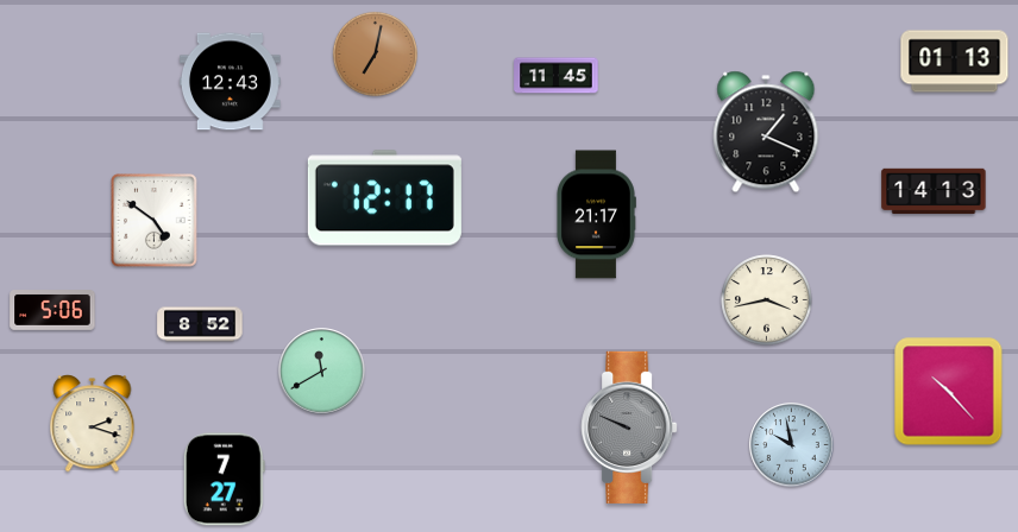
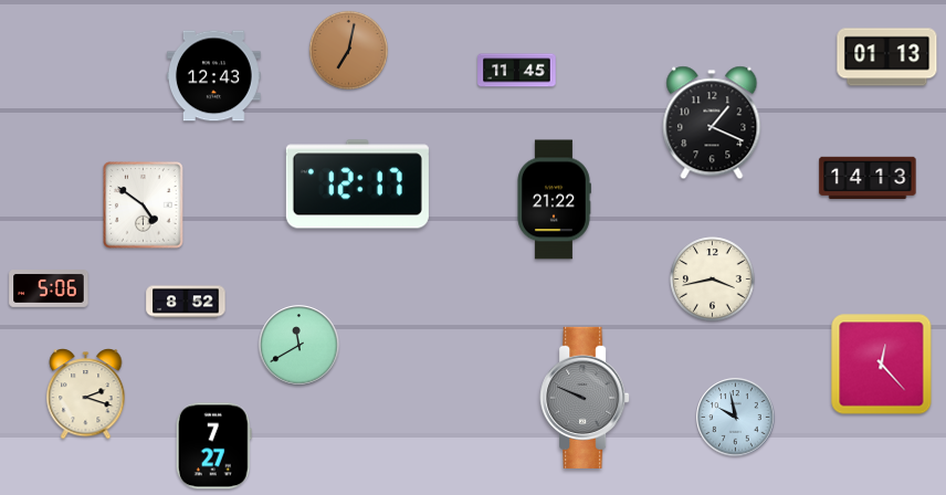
clock at (596, 215): 21:17 -> 21:22
clock at (949, 392): 10:23 -> 12:23
clock at (792, 445) position: (792, 445) -> (736, 418)
clock at (224, 480) position: (224, 480) -> (213, 446)
